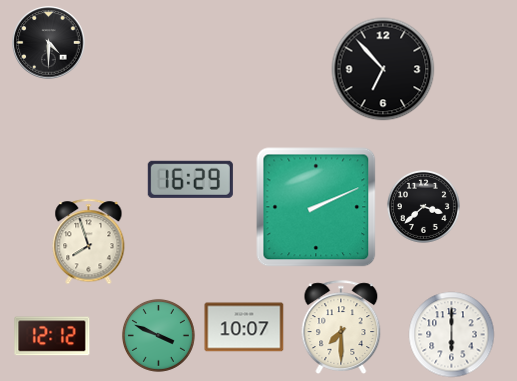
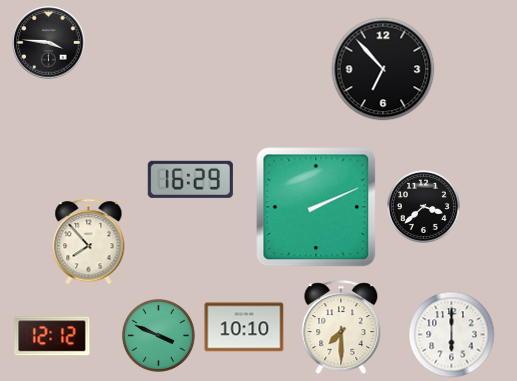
clock at (49, 43): 4:30 -> 3:46
clock at (89, 242): 7:57 -> 7:53
clock at (244, 327): 10:07 -> 10:10
